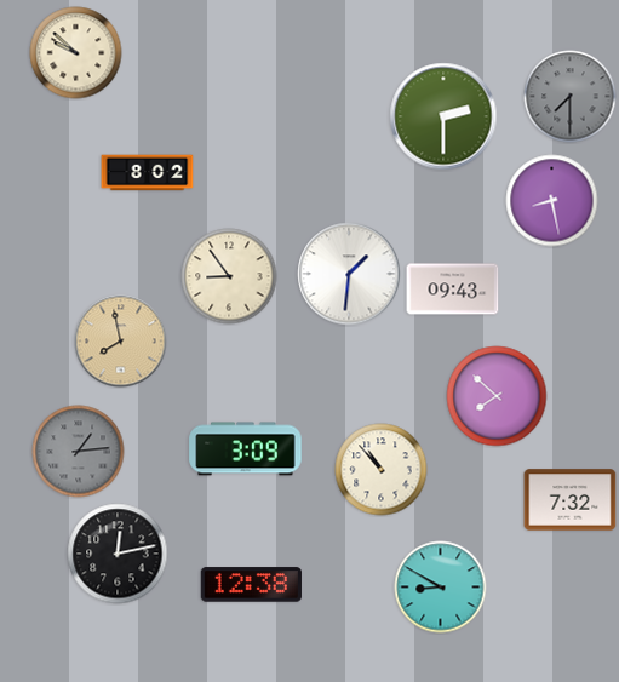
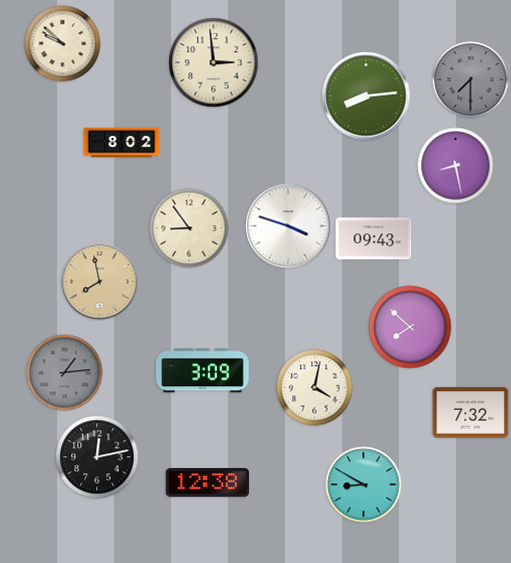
clock at (214, 63): none -> 2:59
clock at (443, 116): 2:30 -> 8:14
clock at (349, 274): 1:31 -> 3:48
clock at (382, 470): 10:53 -> 4:02
